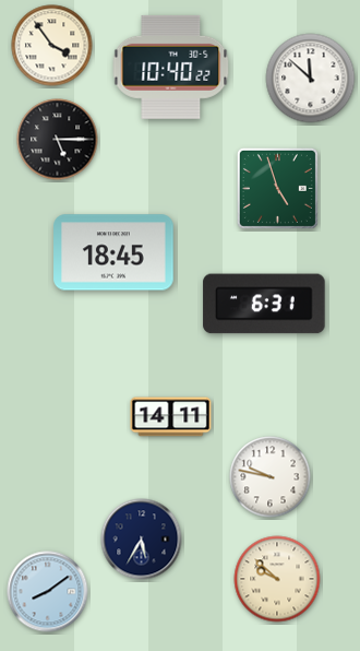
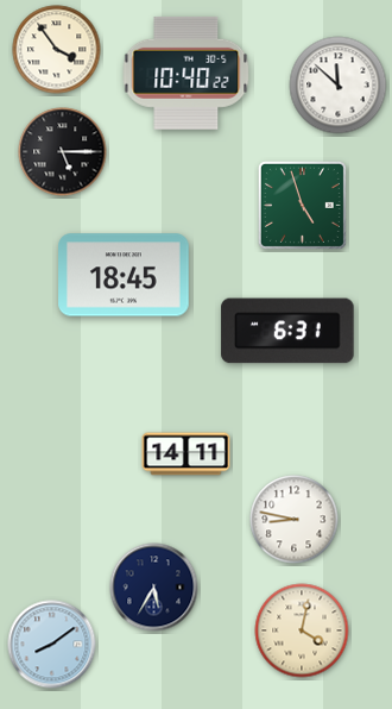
clock at (271, 477): 9:47 -> 8:47
clock at (277, 579): 9:52 -> 4:02
